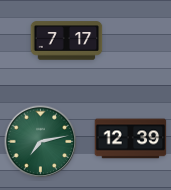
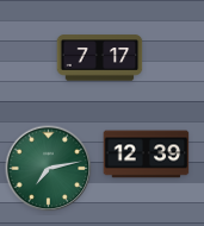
clock at (67, 41) position: (67, 41) -> (100, 58)
clock at (131, 139) position: (131, 139) -> (147, 155)
